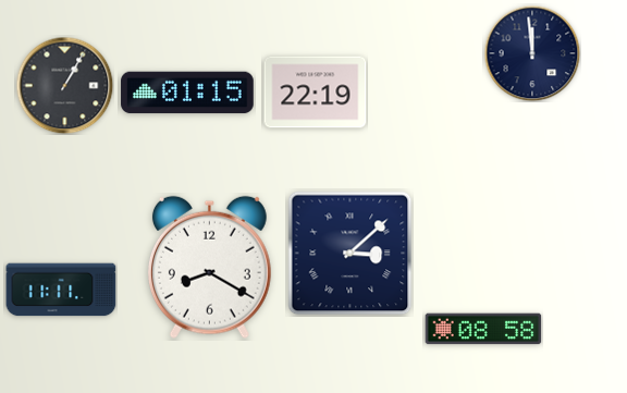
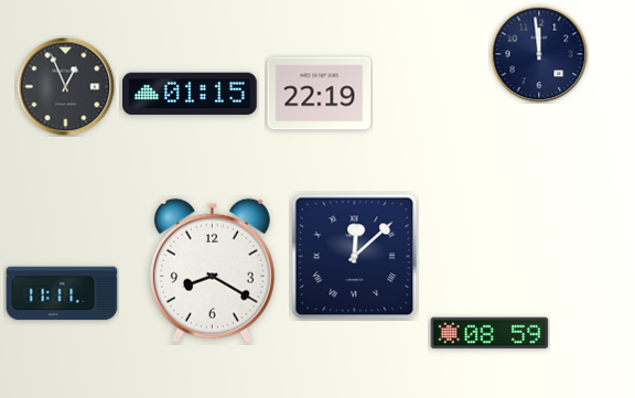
clock at (64, 85): 1:05 -> 12:56
clock at (351, 254): 3:08 -> 12:08
clock at (483, 329): 08:58 -> 08:59
